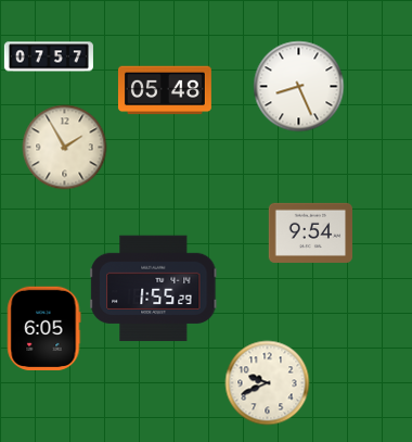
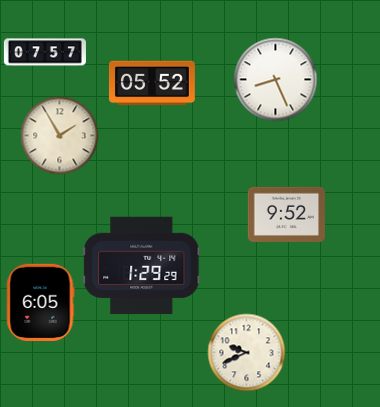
clock at (165, 90): 05:48 -> 05:52
clock at (310, 232): 9:54 -> 9:52
clock at (154, 289): 1:55 -> 1:29
